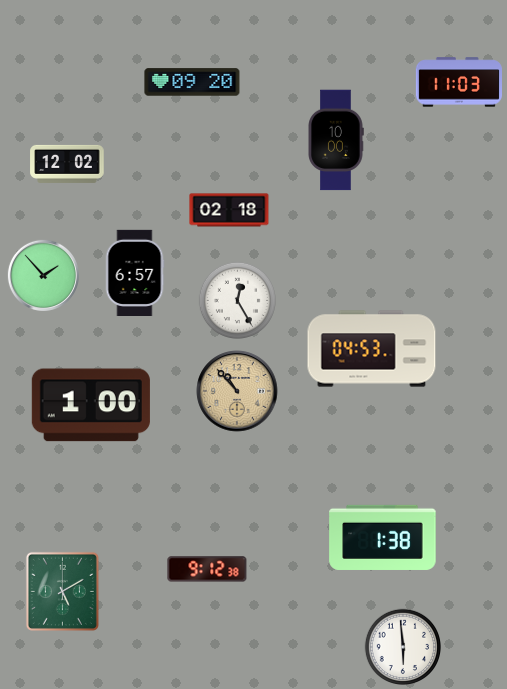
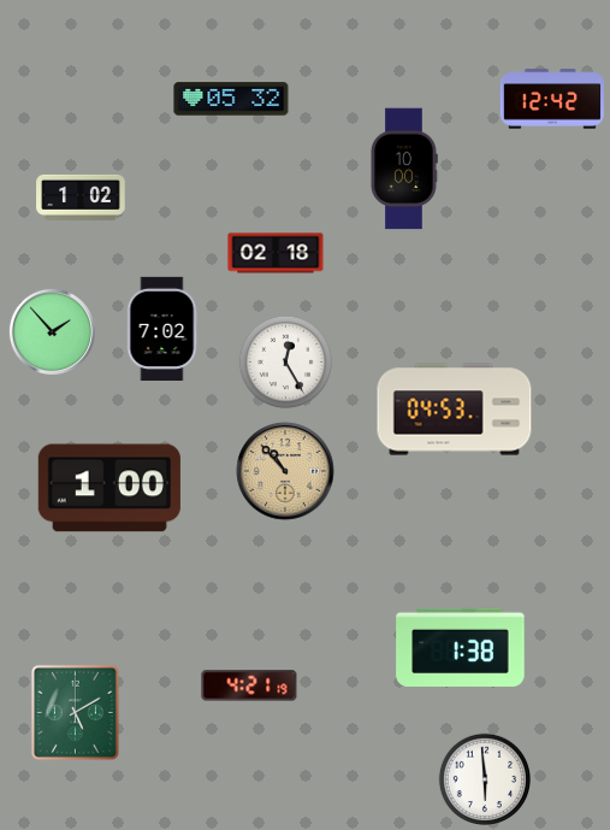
clock at (192, 82): 09:20 -> 05:32
clock at (458, 82): 11:03 -> 12:42
clock at (67, 164): 12:02 -> 1:02
clock at (135, 272): 6:57 -> 7:02
clock at (372, 349) position: (372, 349) -> (455, 410)
clock at (207, 569): 9:12 -> 4:21
